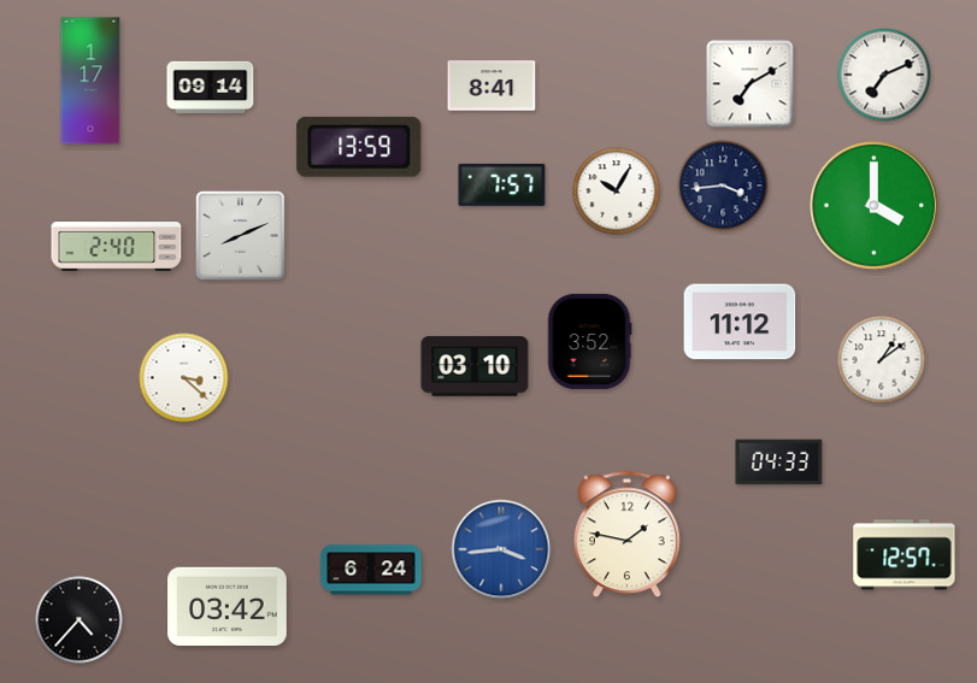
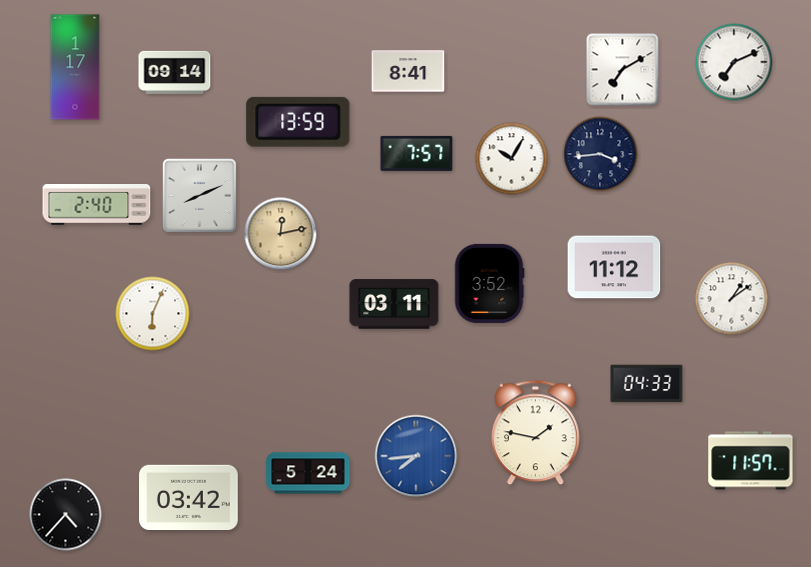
clock at (873, 205): 4:00 -> none
clock at (281, 234): none -> 12:13
clock at (475, 366): 03:10 -> 03:11
clock at (184, 378): 3:22 -> 6:04
clock at (628, 535) position: (628, 535) -> (536, 433)
clock at (501, 549): 3:44 -> 7:44
clock at (905, 555): 12:57 -> 11:57
clock at (371, 570): 6:24 -> 5:24
clock at (228, 607) position: (228, 607) -> (189, 498)
